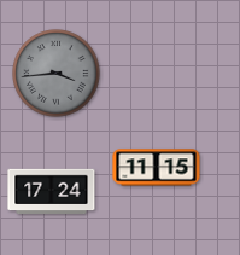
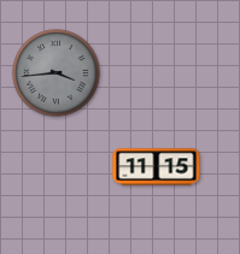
clock at (52, 191): 17:24 -> none
